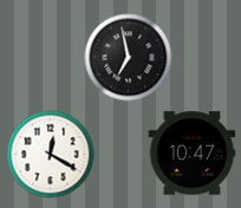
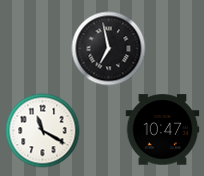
clock at (51, 155): 12:20 -> 11:20
